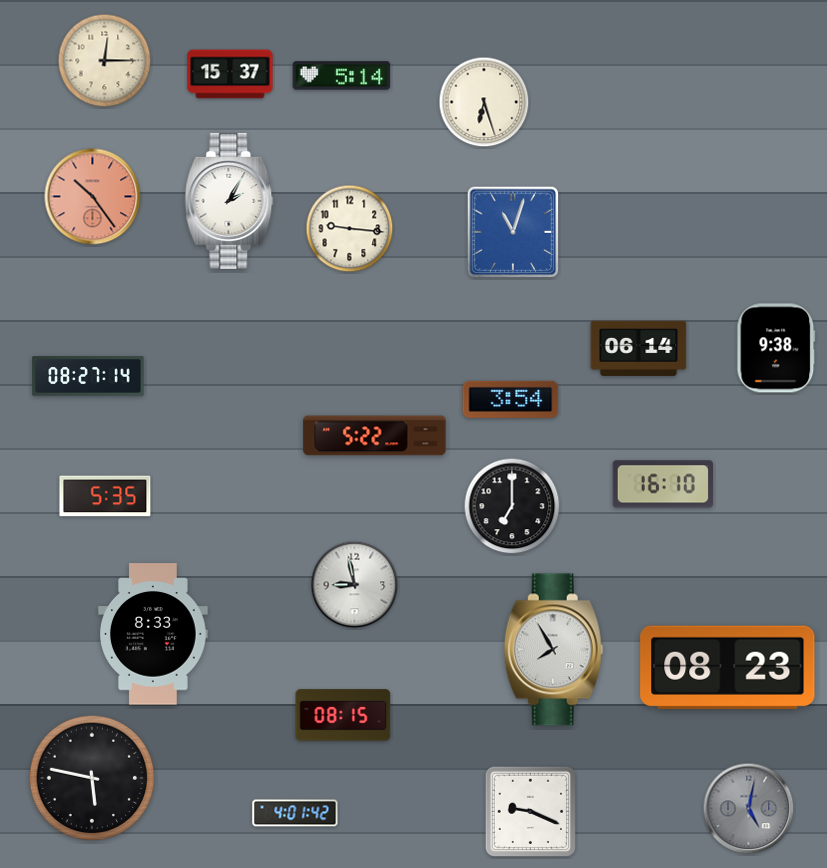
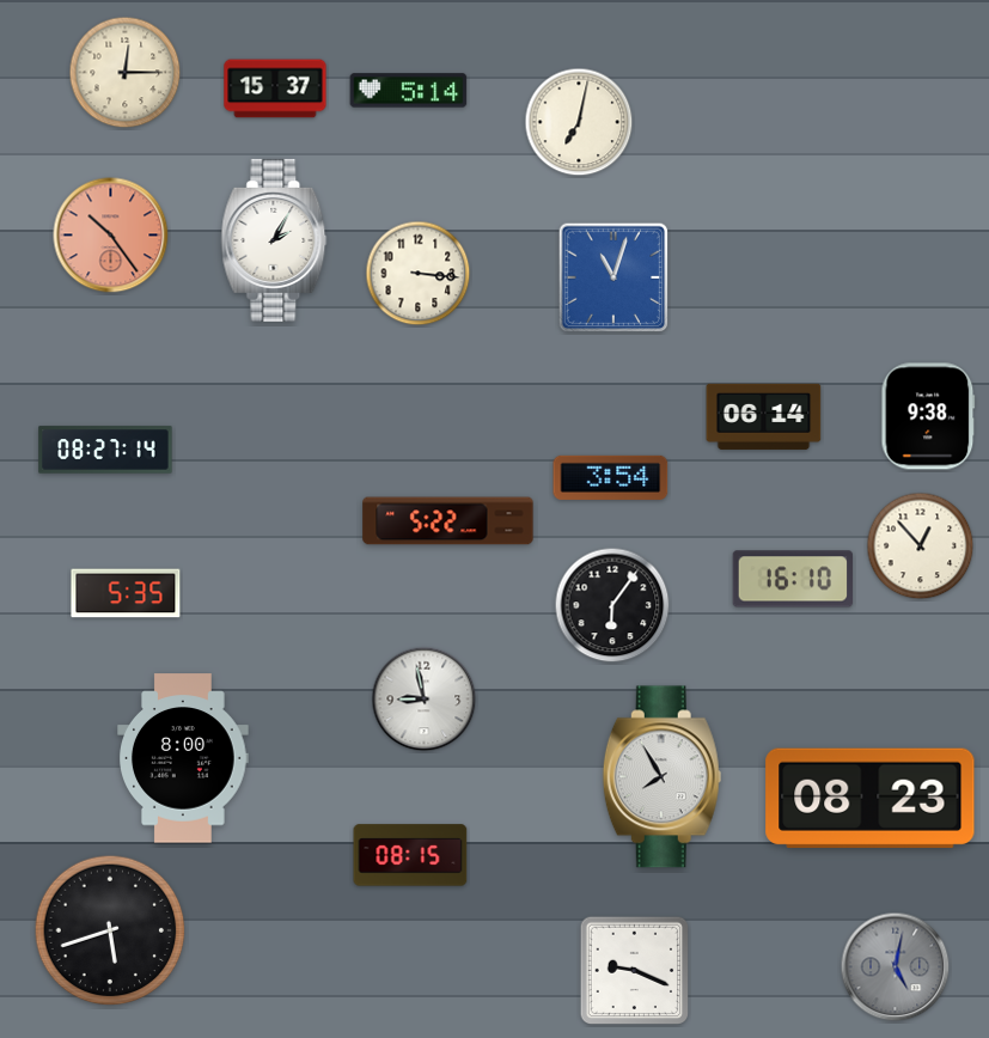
clock at (484, 102): 6:27 -> 7:02
clock at (350, 229): 9:16 -> 3:16
clock at (921, 547): none -> 12:53
clock at (512, 506): 7:00 -> 6:06
clock at (154, 634): 8:33 -> 8:00
clock at (92, 778): 5:47 -> 5:42
clock at (295, 813): 4:01 -> none
